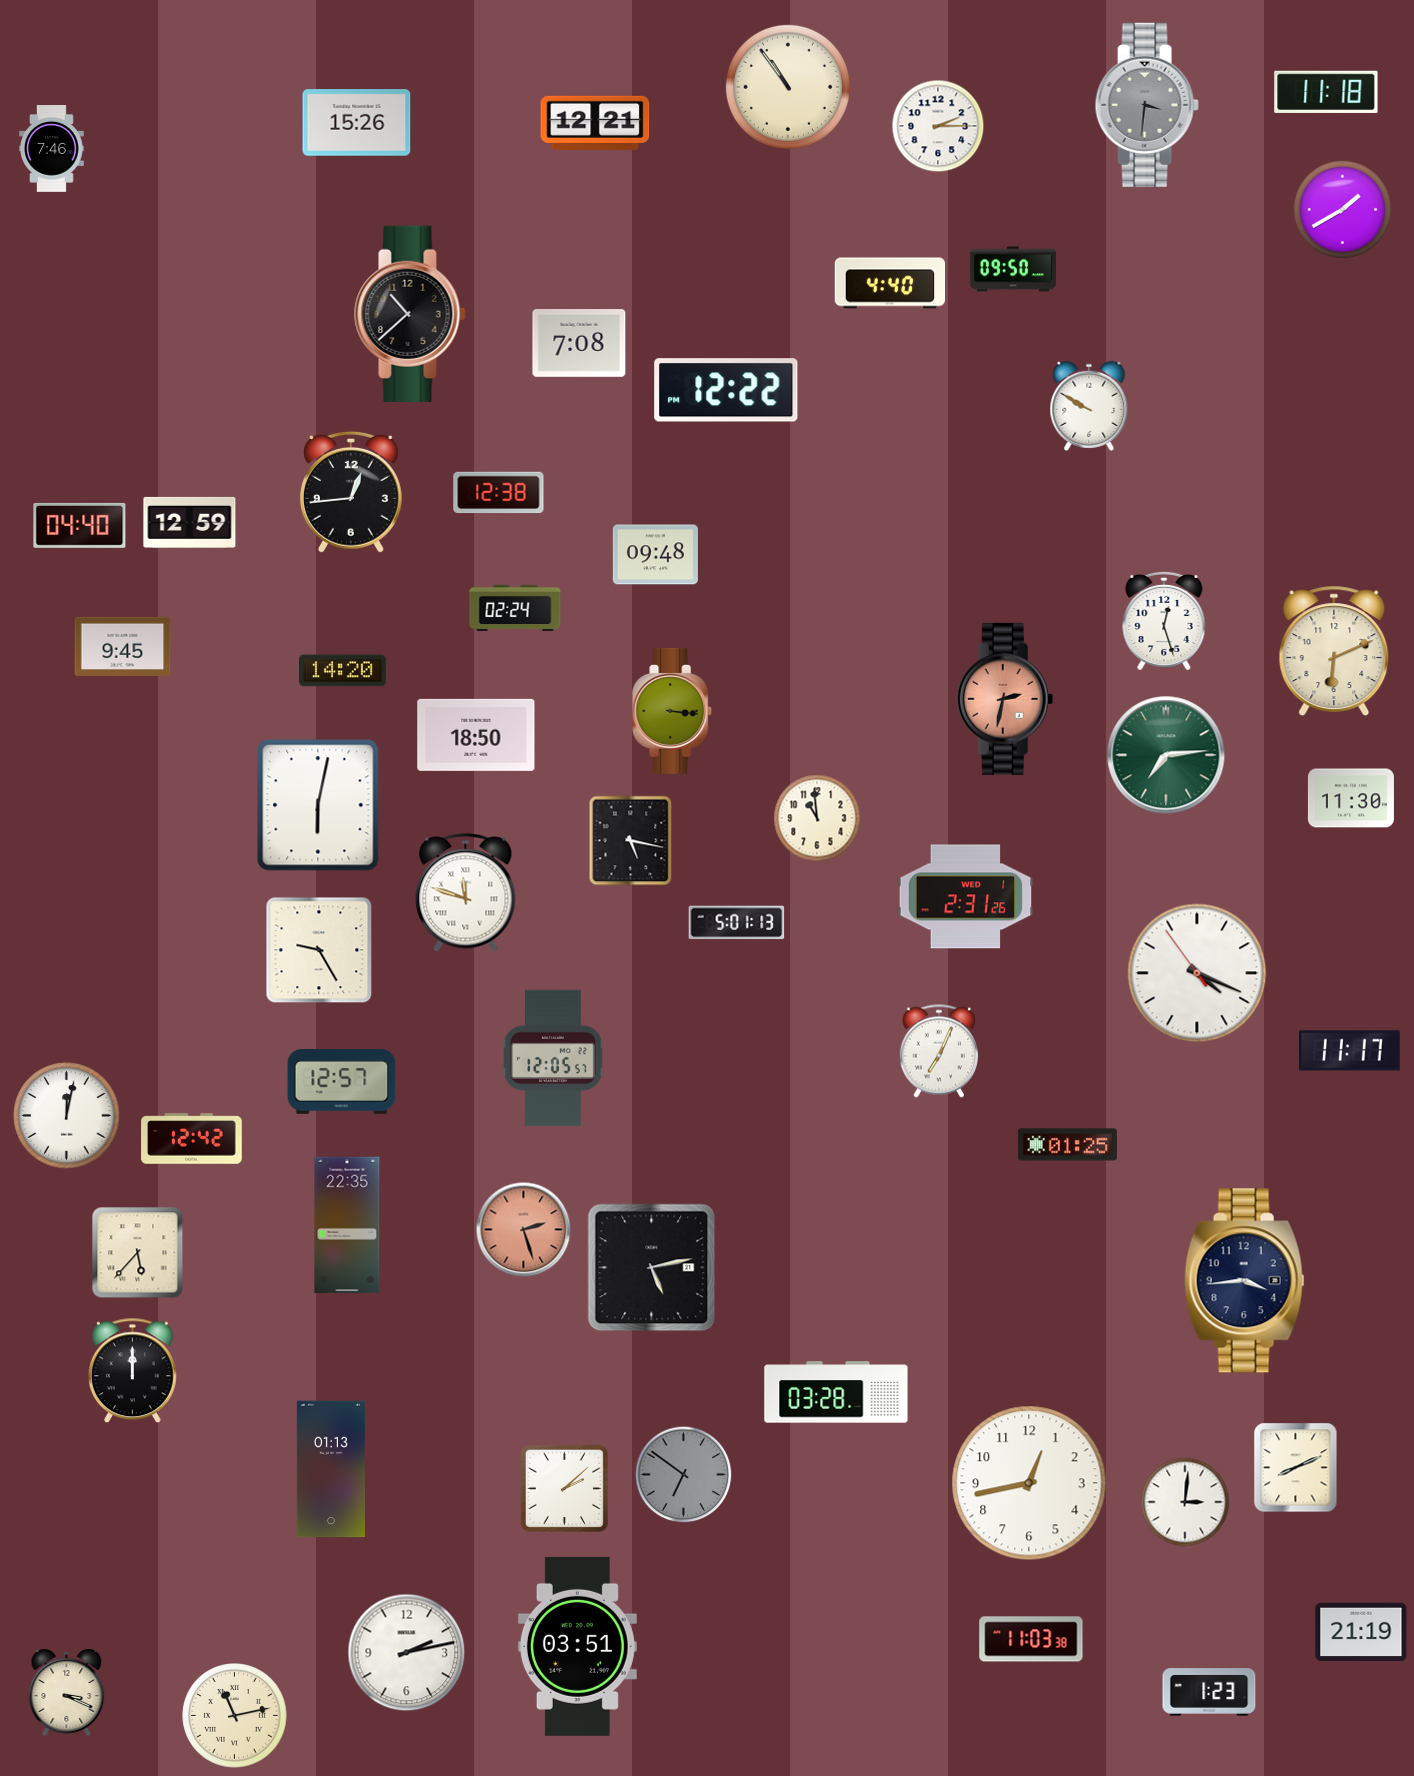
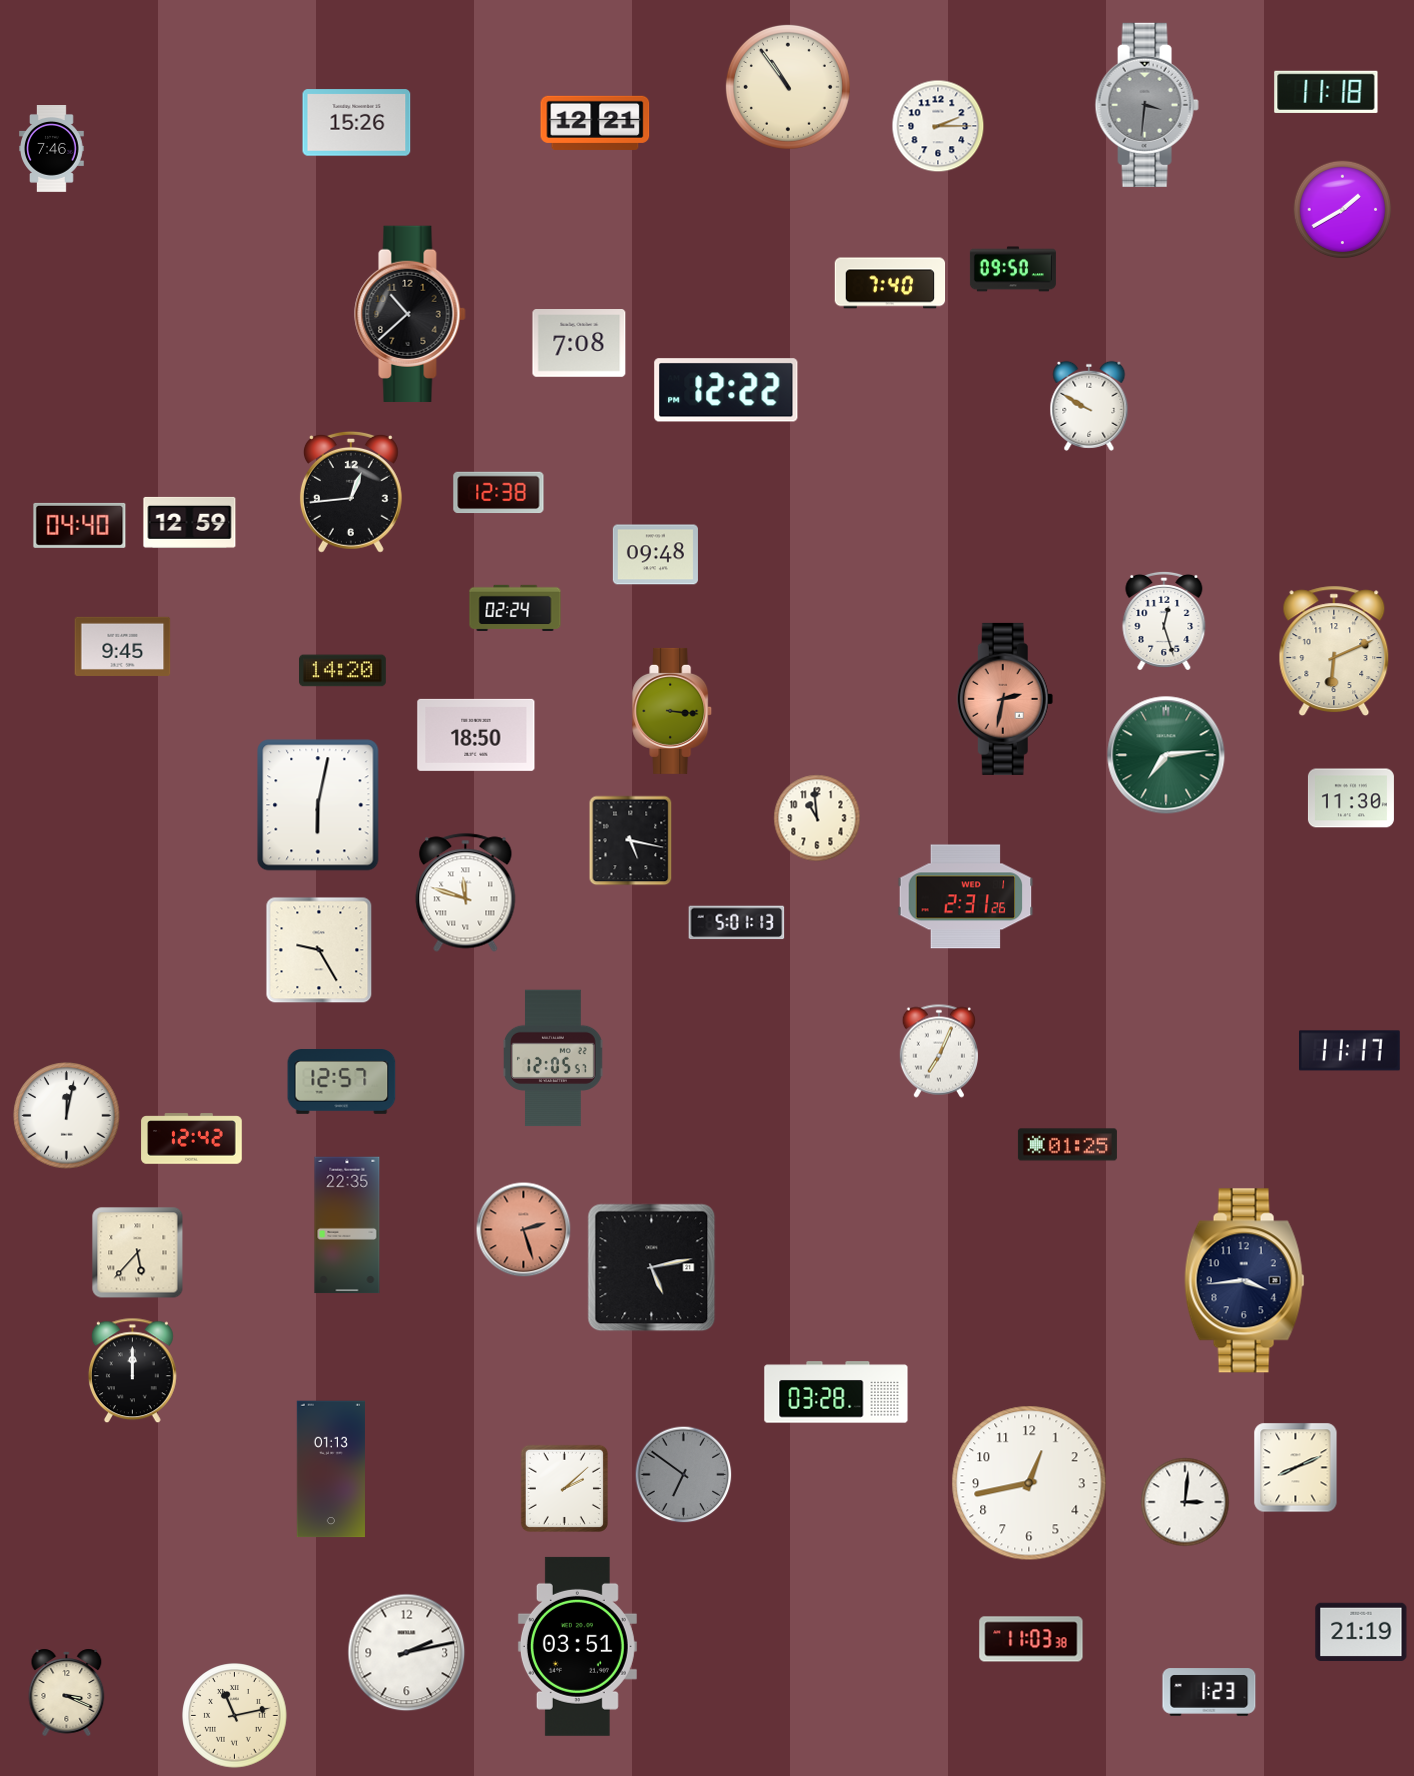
clock at (890, 283): 4:40 -> 7:40
clock at (1197, 973): 4:18 -> none
